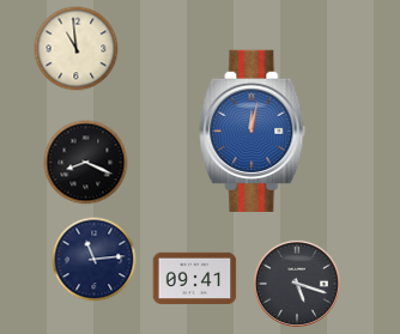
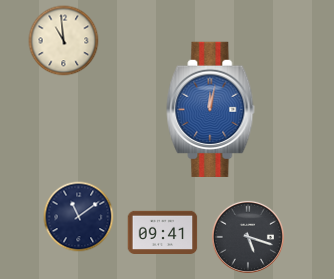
clock at (86, 163): 8:19 -> none
clock at (95, 260): 11:14 -> 11:09
